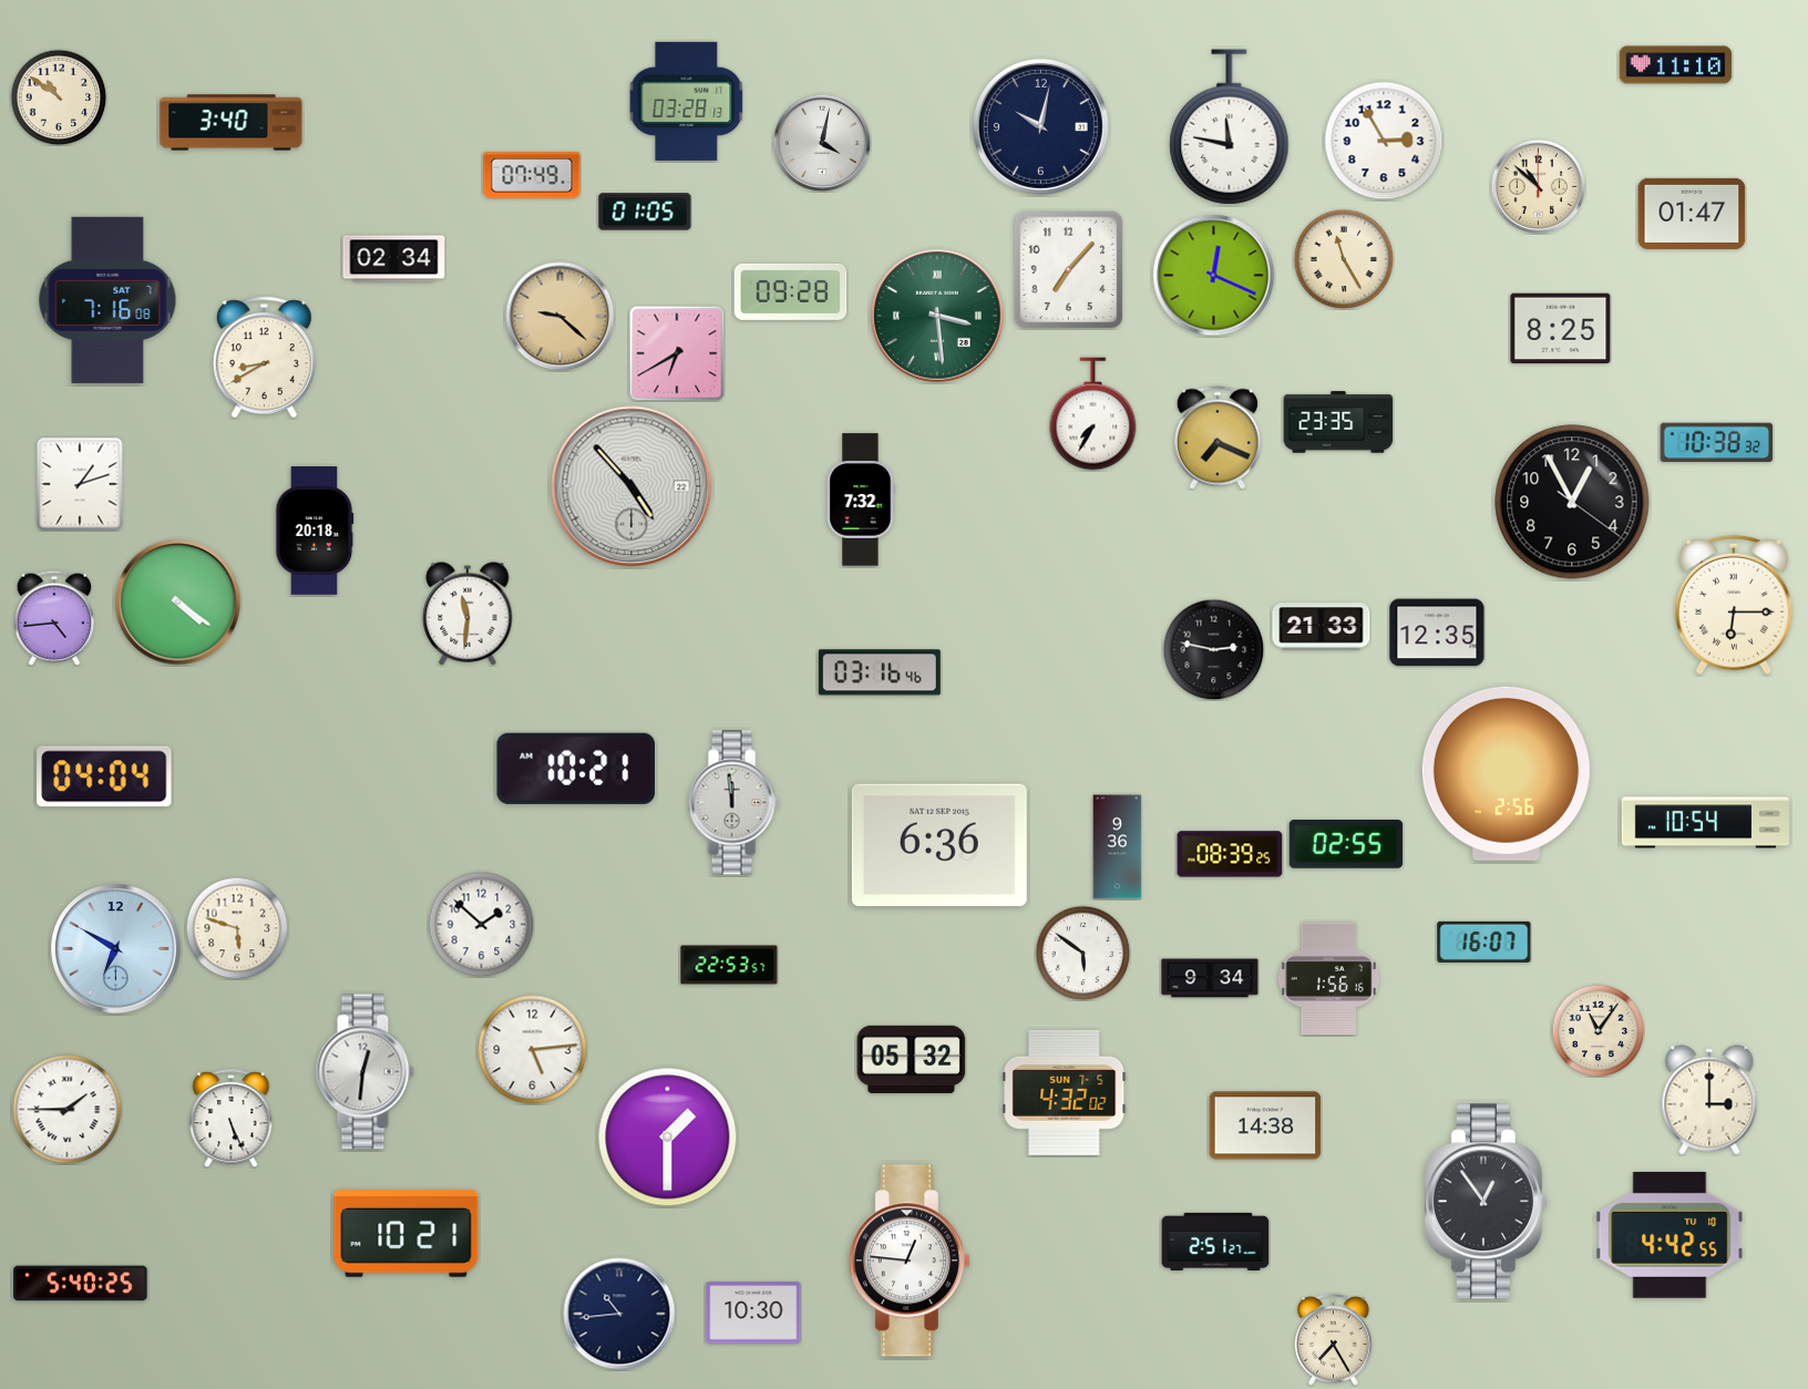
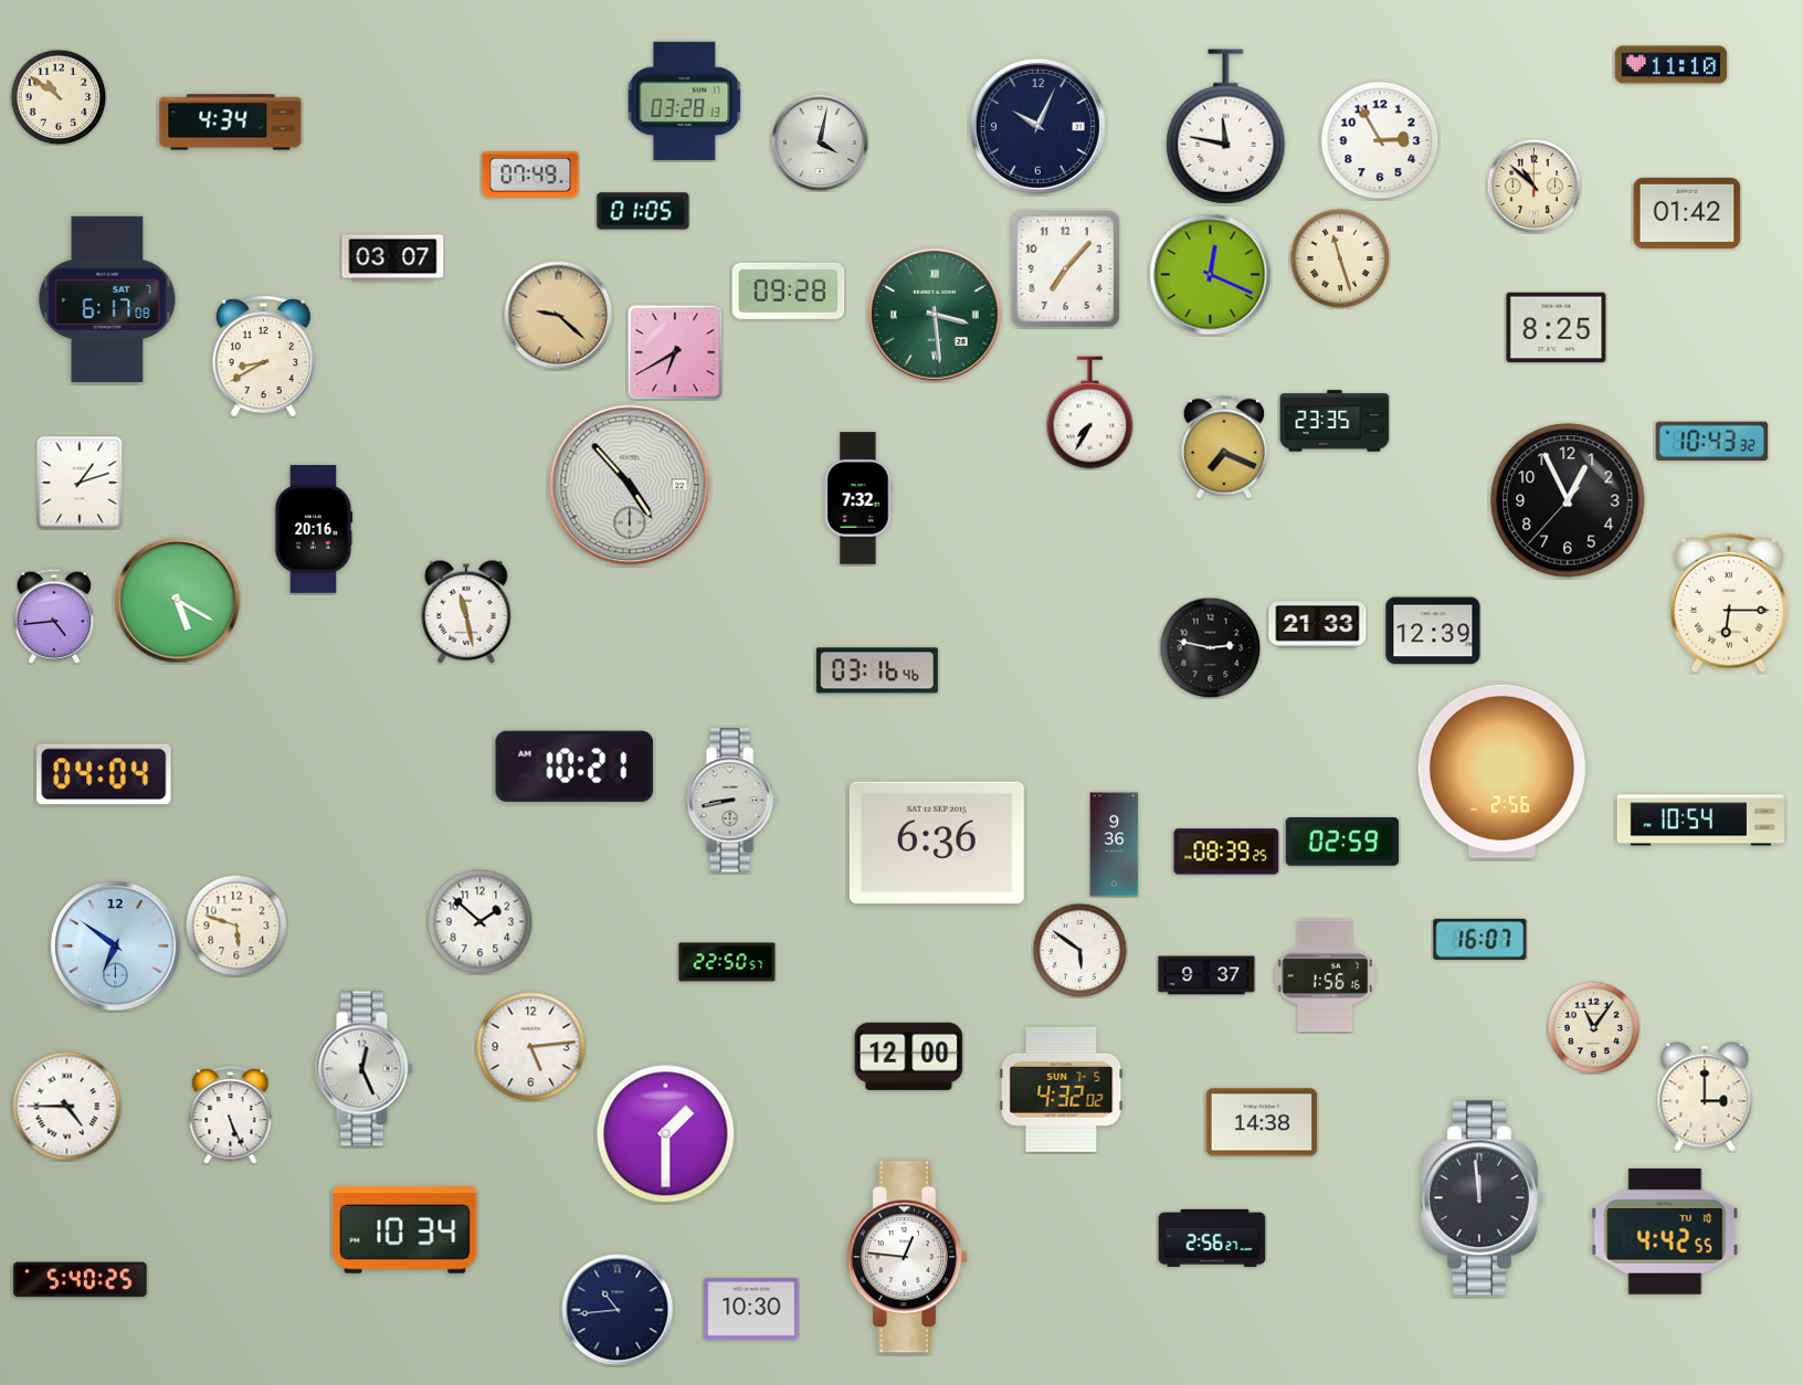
clock at (232, 123): 3:40 -> 4:34
clock at (1040, 126): 10:02 -> 10:04
clock at (1692, 214): 01:47 -> 01:42
clock at (394, 259): 02:34 -> 03:07
clock at (1344, 259): 11:25 -> 11:27
clock at (107, 300): 7:16 -> 6:17
clock at (1218, 438) position: (1218, 438) -> (1224, 447)
clock at (1717, 443): 10:38 -> 10:43
clock at (1572, 502): 12:55:21 -> 12:55:37
clock at (315, 531): 20:18 -> 20:16
clock at (178, 603): 4:21 -> 5:20
clock at (468, 614): 11:31 -> 11:28
clock at (1437, 632): 12:35 -> 12:39
clock at (733, 803): 11:59 -> 8:43
clock at (1346, 844): 02:55 -> 02:59
clock at (116, 949): 6:50 -> 6:51
clock at (729, 965): 22:53 -> 22:50
clock at (1210, 978): 9:34 -> 9:37
clock at (912, 1059): 05:32 -> 12:00
clock at (364, 1072): 12:31 -> 12:26
clock at (68, 1110): 1:45 -> 4:45
clock at (1486, 1202): 12:54 -> 11:59
clock at (407, 1233): 10:21 -> 10:34
clock at (1215, 1242): 2:51 -> 2:56
clock at (1333, 1339): 7:25 -> none
